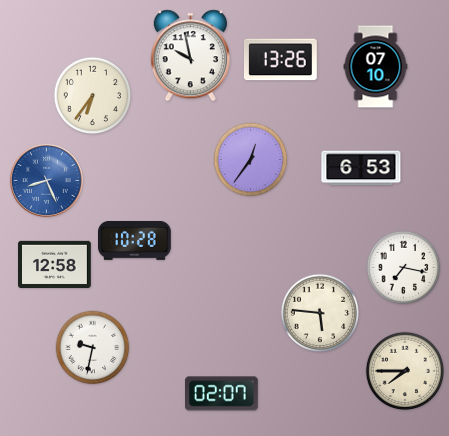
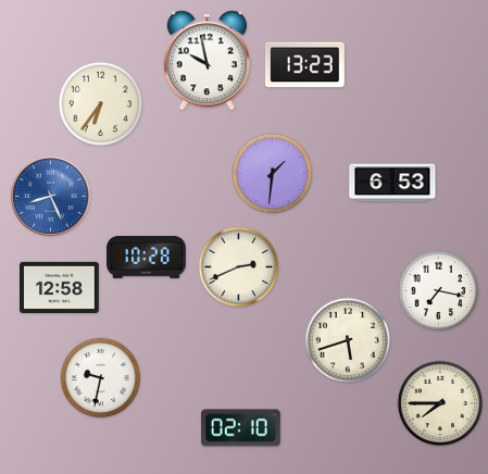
clock at (281, 60): 13:26 -> 13:23
clock at (376, 67): 07:10 -> none
clock at (251, 160): 12:36 -> 1:31
clock at (135, 240) position: (135, 240) -> (147, 257)
clock at (239, 267): none -> 2:41
clock at (319, 312): 5:46 -> 5:42
clock at (222, 394): 02:07 -> 02:10
